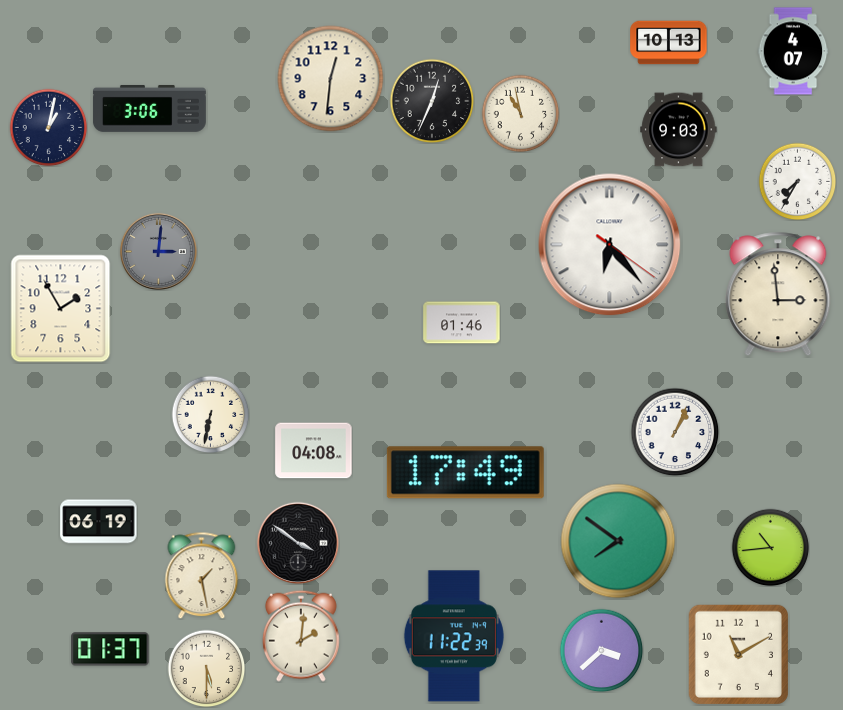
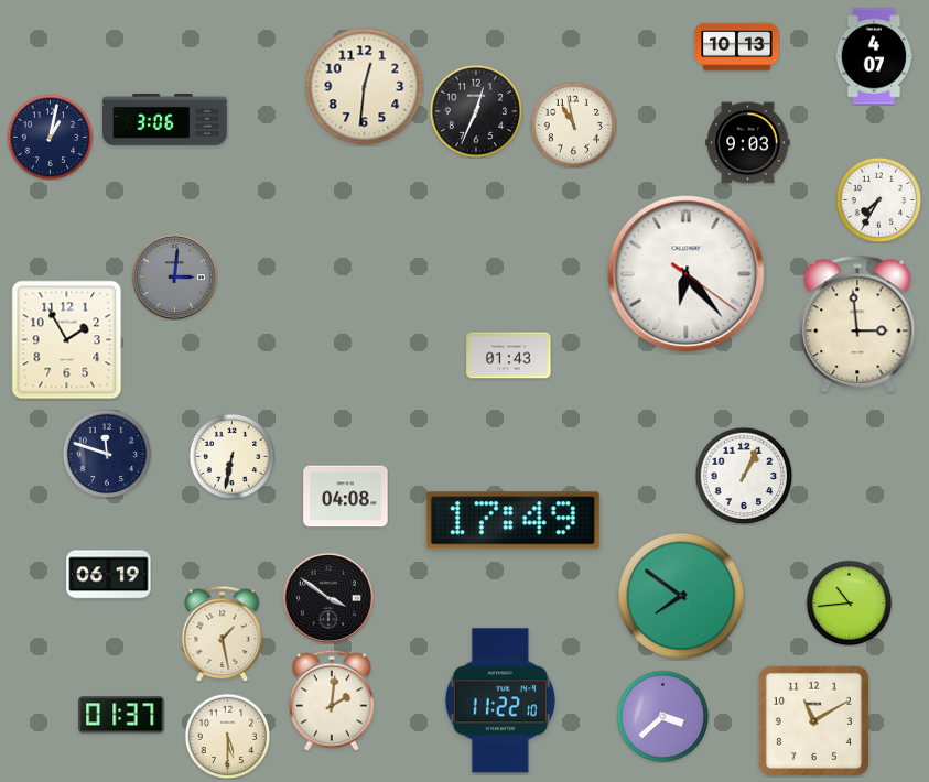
clock at (48, 127) position: (48, 127) -> (50, 137)
clock at (610, 245) position: (610, 245) -> (687, 274)
clock at (462, 323): 01:46 -> 01:43
clock at (107, 454): none -> 11:48
clock at (454, 636): 11:22:39 -> 11:22:10
